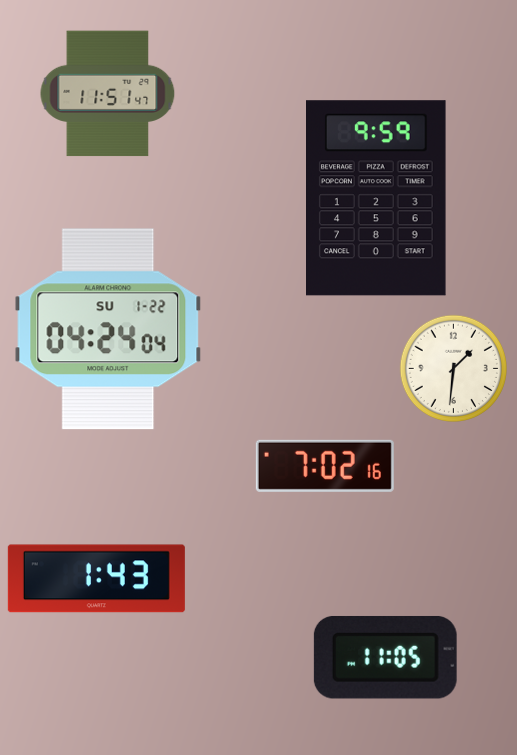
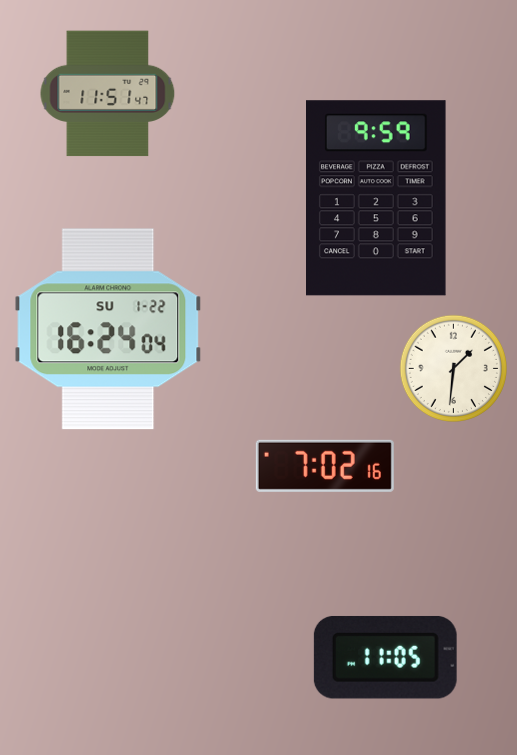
clock at (108, 329): 04:24 -> 16:24
clock at (96, 579): 1:43 -> none
